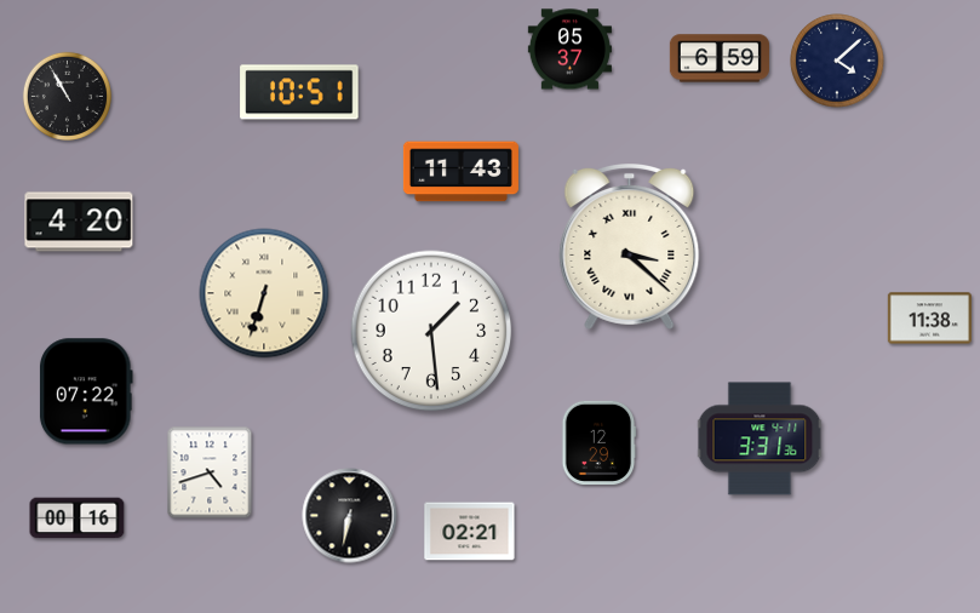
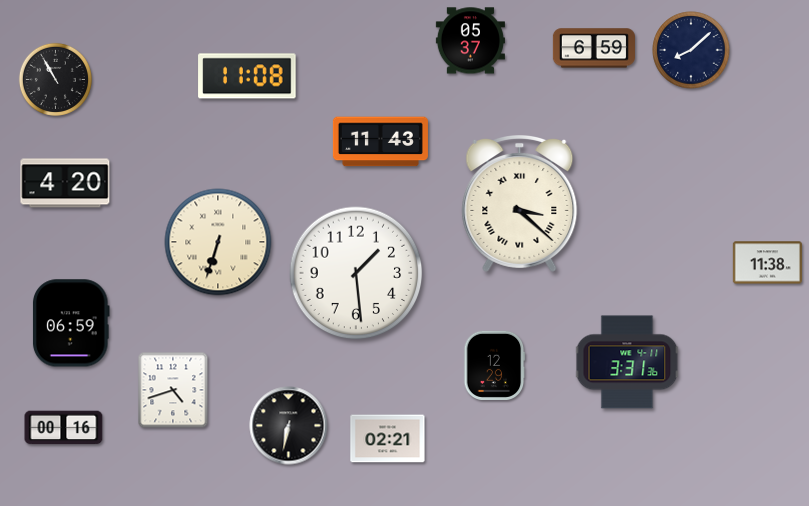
clock at (837, 61): 4:08 -> 8:08
clock at (299, 92): 10:51 -> 11:08
clock at (86, 391): 07:22 -> 06:59
